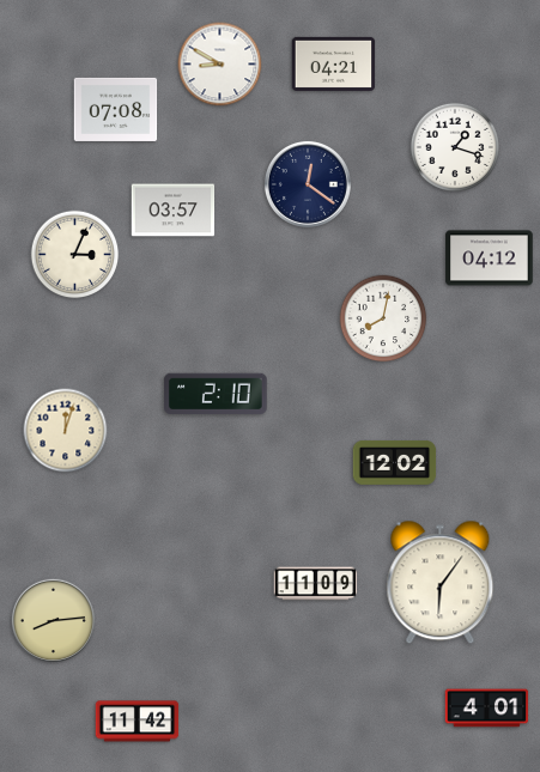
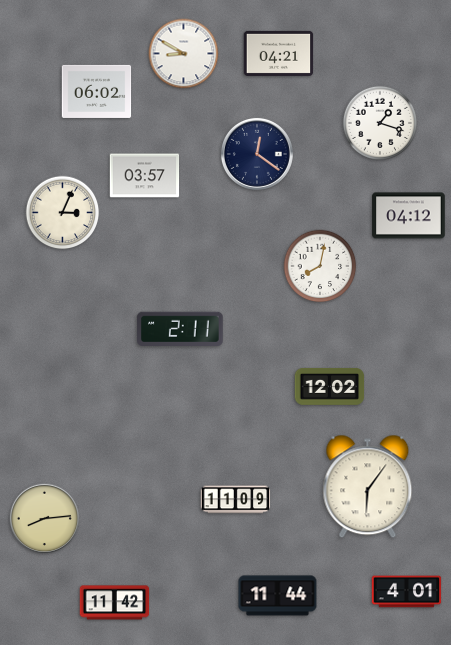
clock at (116, 109): 07:08 -> 06:02
clock at (216, 393): 2:10 -> 2:11
clock at (66, 431): 12:03 -> none
clock at (316, 584) position: (316, 584) -> (236, 500)
clock at (278, 596): none -> 11:44
